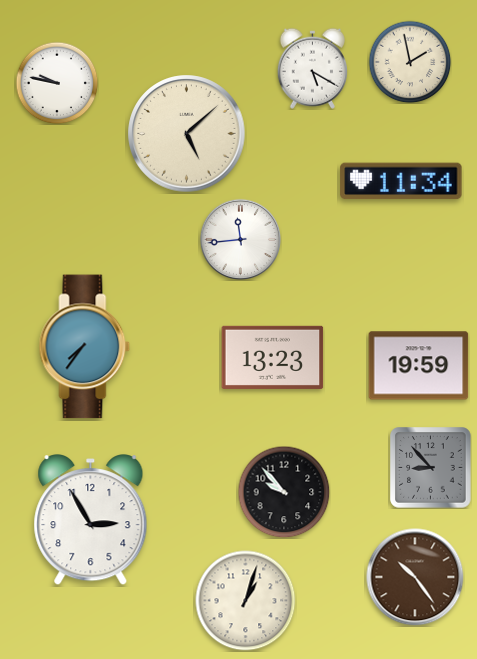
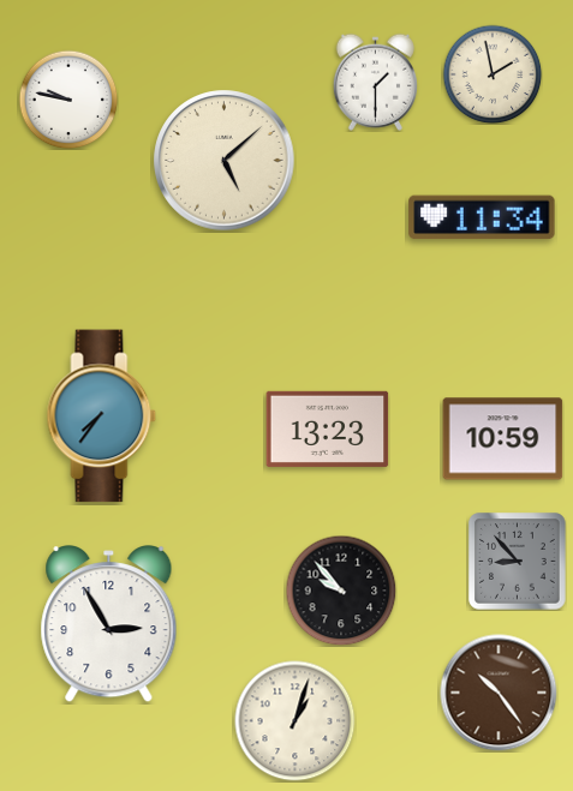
clock at (312, 68): 5:20 -> 1:30
clock at (240, 239): 11:44 -> none
clock at (419, 366): 19:59 -> 10:59
